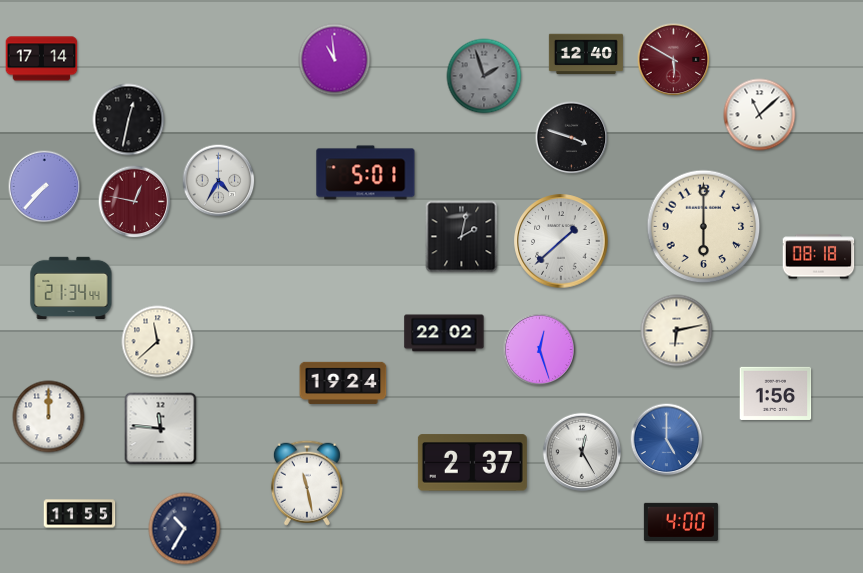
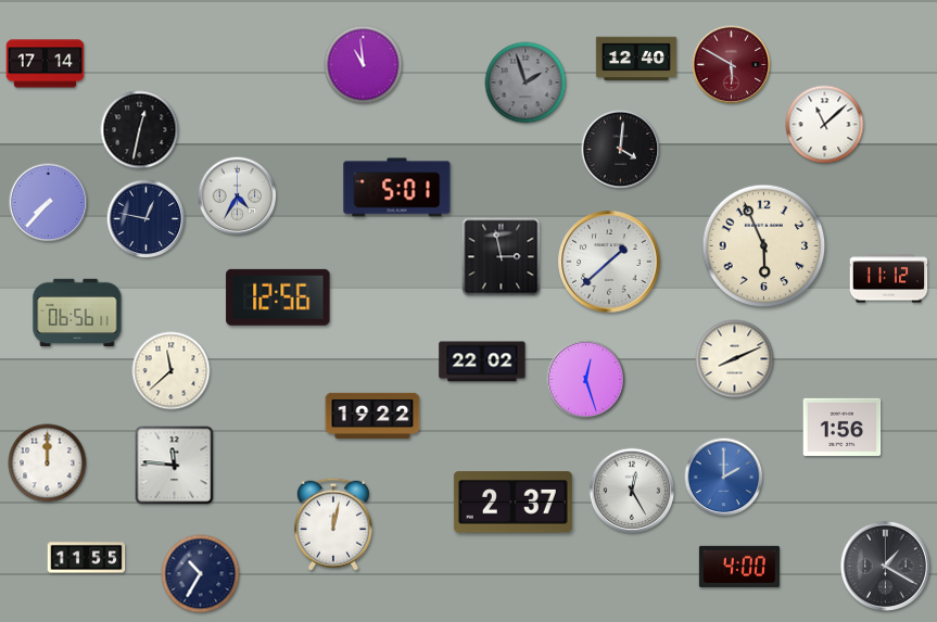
clock at (572, 138): 3:48 -> 4:01
clock at (135, 202) dial: burgundy -> navy
clock at (704, 227): 6:00 -> 5:56
clock at (462, 237): 2:02 -> 2:58
clock at (819, 257): 08:18 -> 11:12
clock at (278, 297): none -> 12:56
clock at (71, 288): 21:34 -> 06:56
clock at (677, 331): 6:13 -> 8:11
clock at (343, 383): 19:24 -> 19:22
clock at (49, 417) position: (49, 417) -> (48, 464)
clock at (667, 440): 5:00 -> 2:00
clock at (307, 483): 11:28 -> 12:02
clock at (885, 566): none -> 1:20
